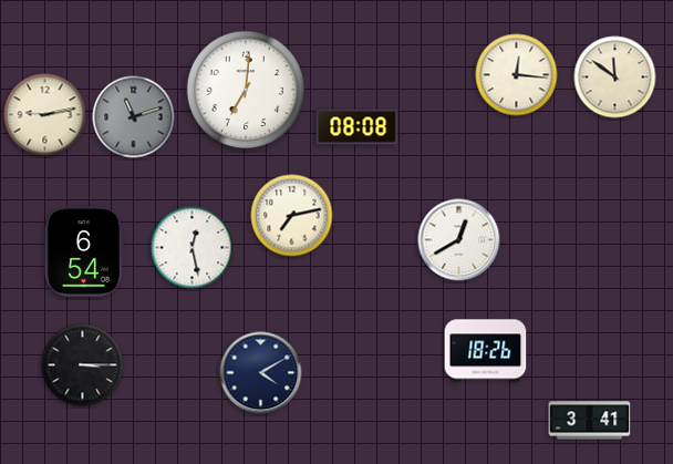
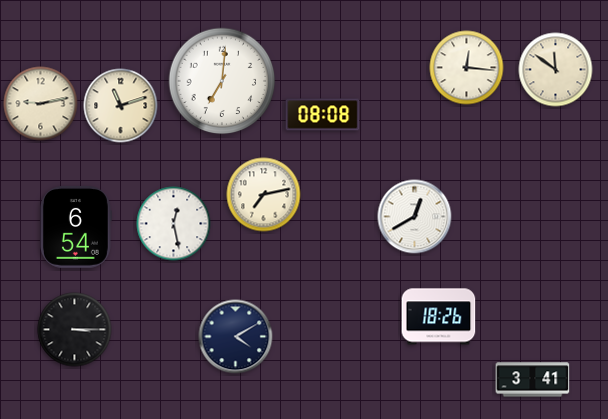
clock at (134, 117) dial: grey -> cream
